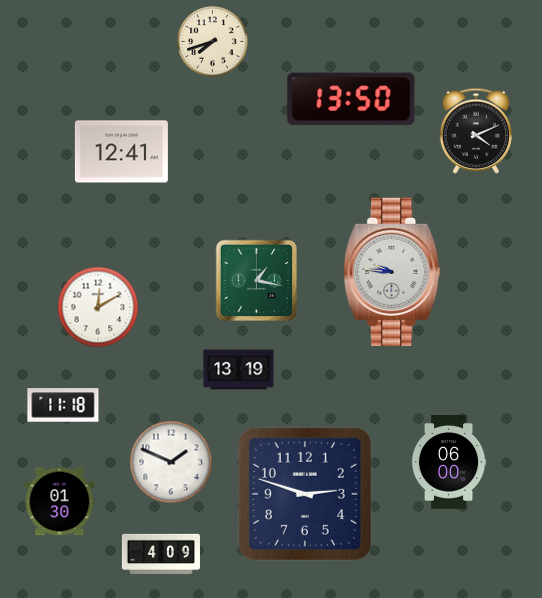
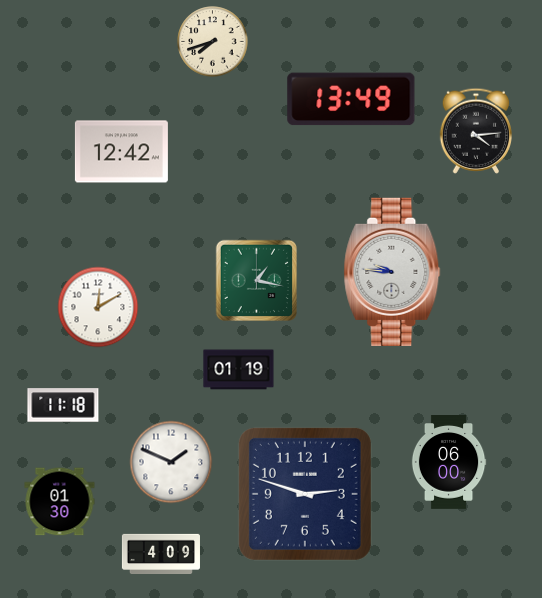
clock at (351, 99): 13:50 -> 13:49
clock at (475, 131): 4:11 -> 4:14
clock at (121, 152): 12:41 -> 12:42
clock at (239, 370): 13:19 -> 01:19
